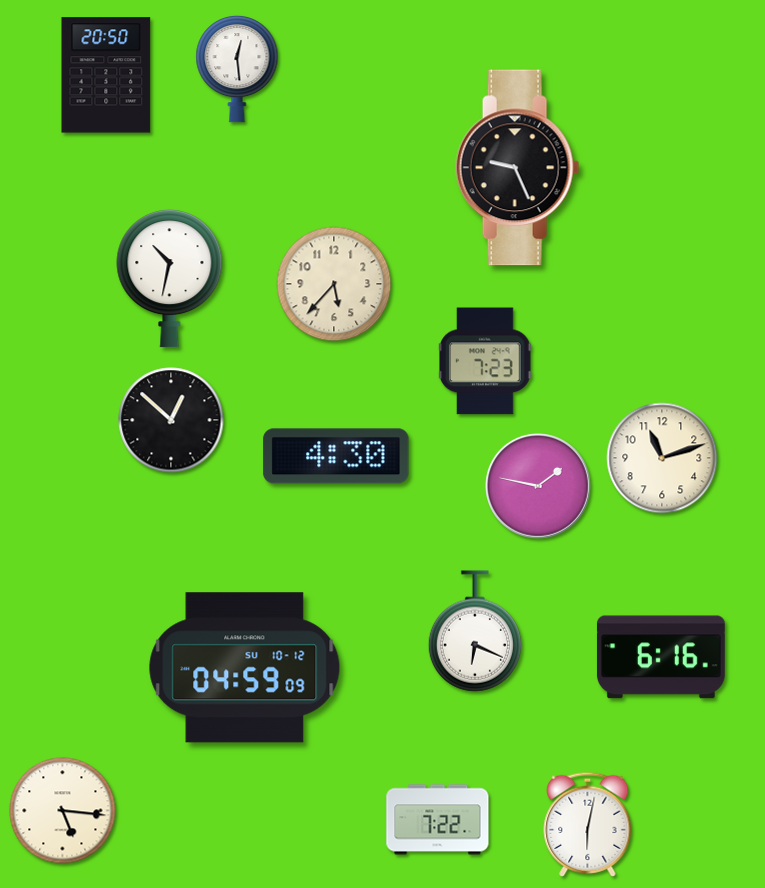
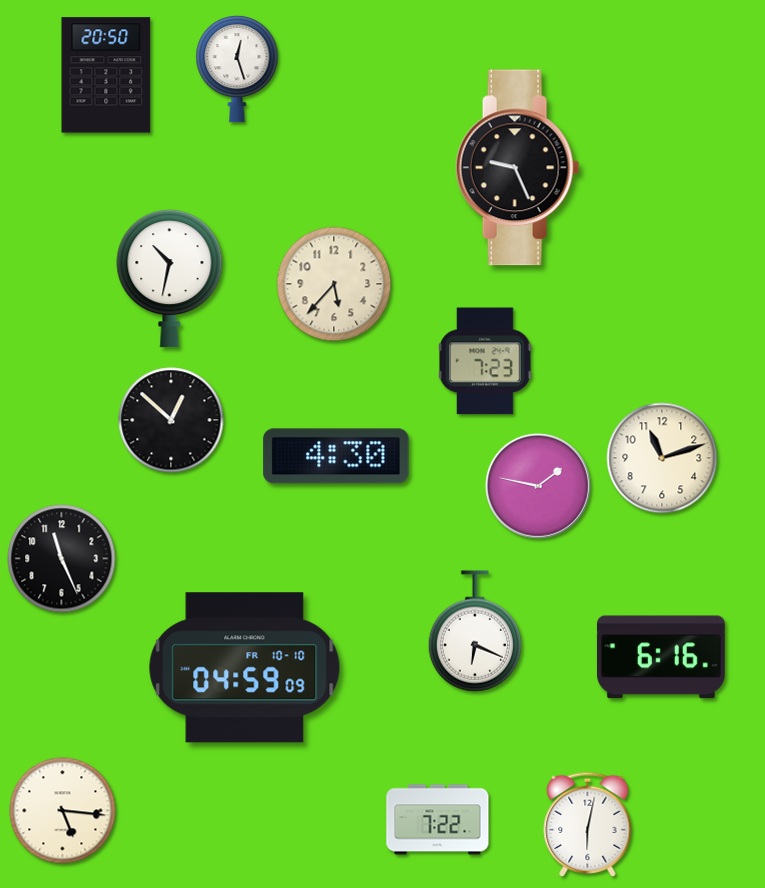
clock at (237, 69): 12:29 -> 12:27
clock at (62, 559): none -> 11:26
clock at (245, 668) date: SU 10-12 -> FR 10-10
